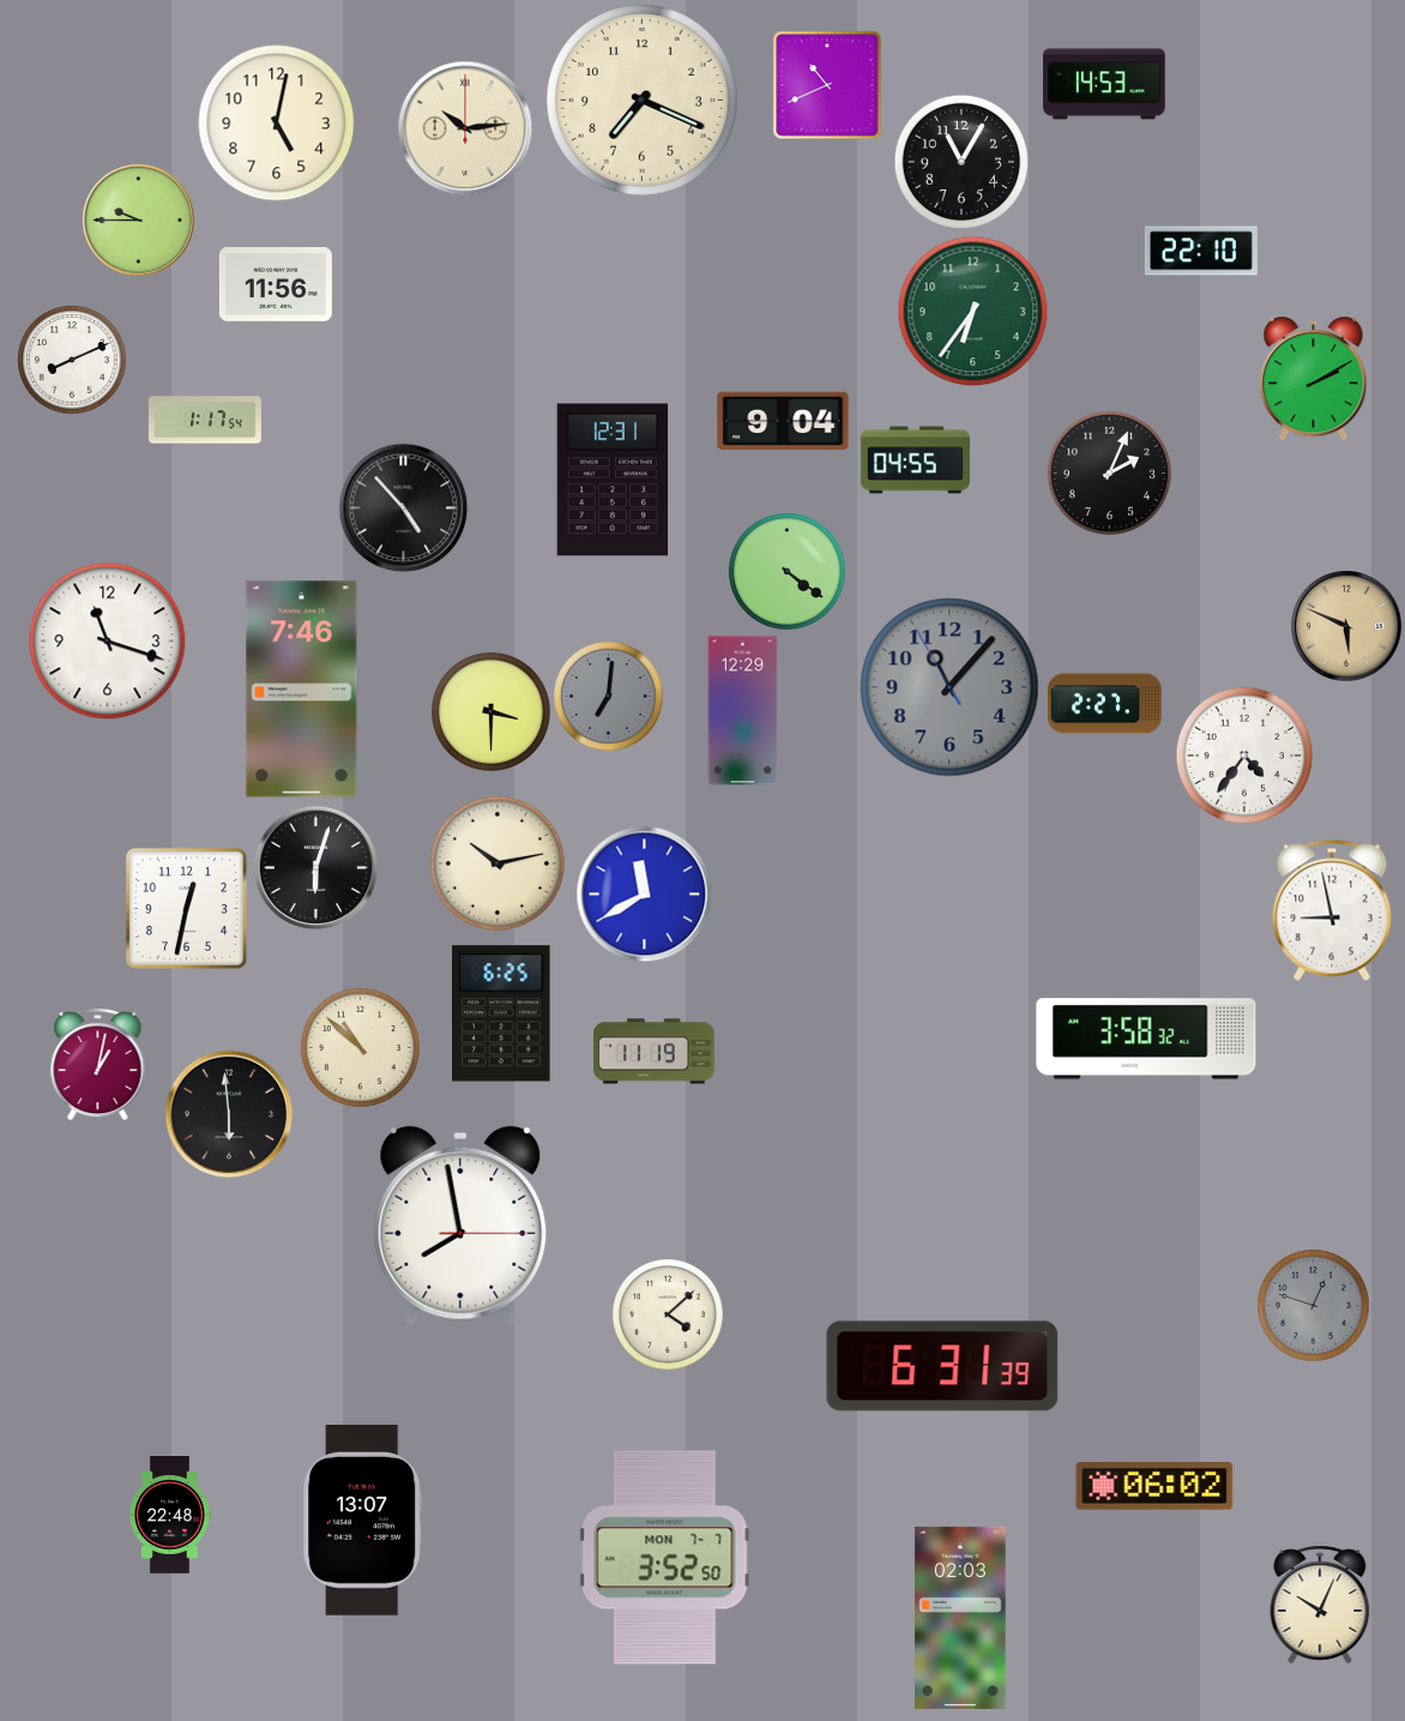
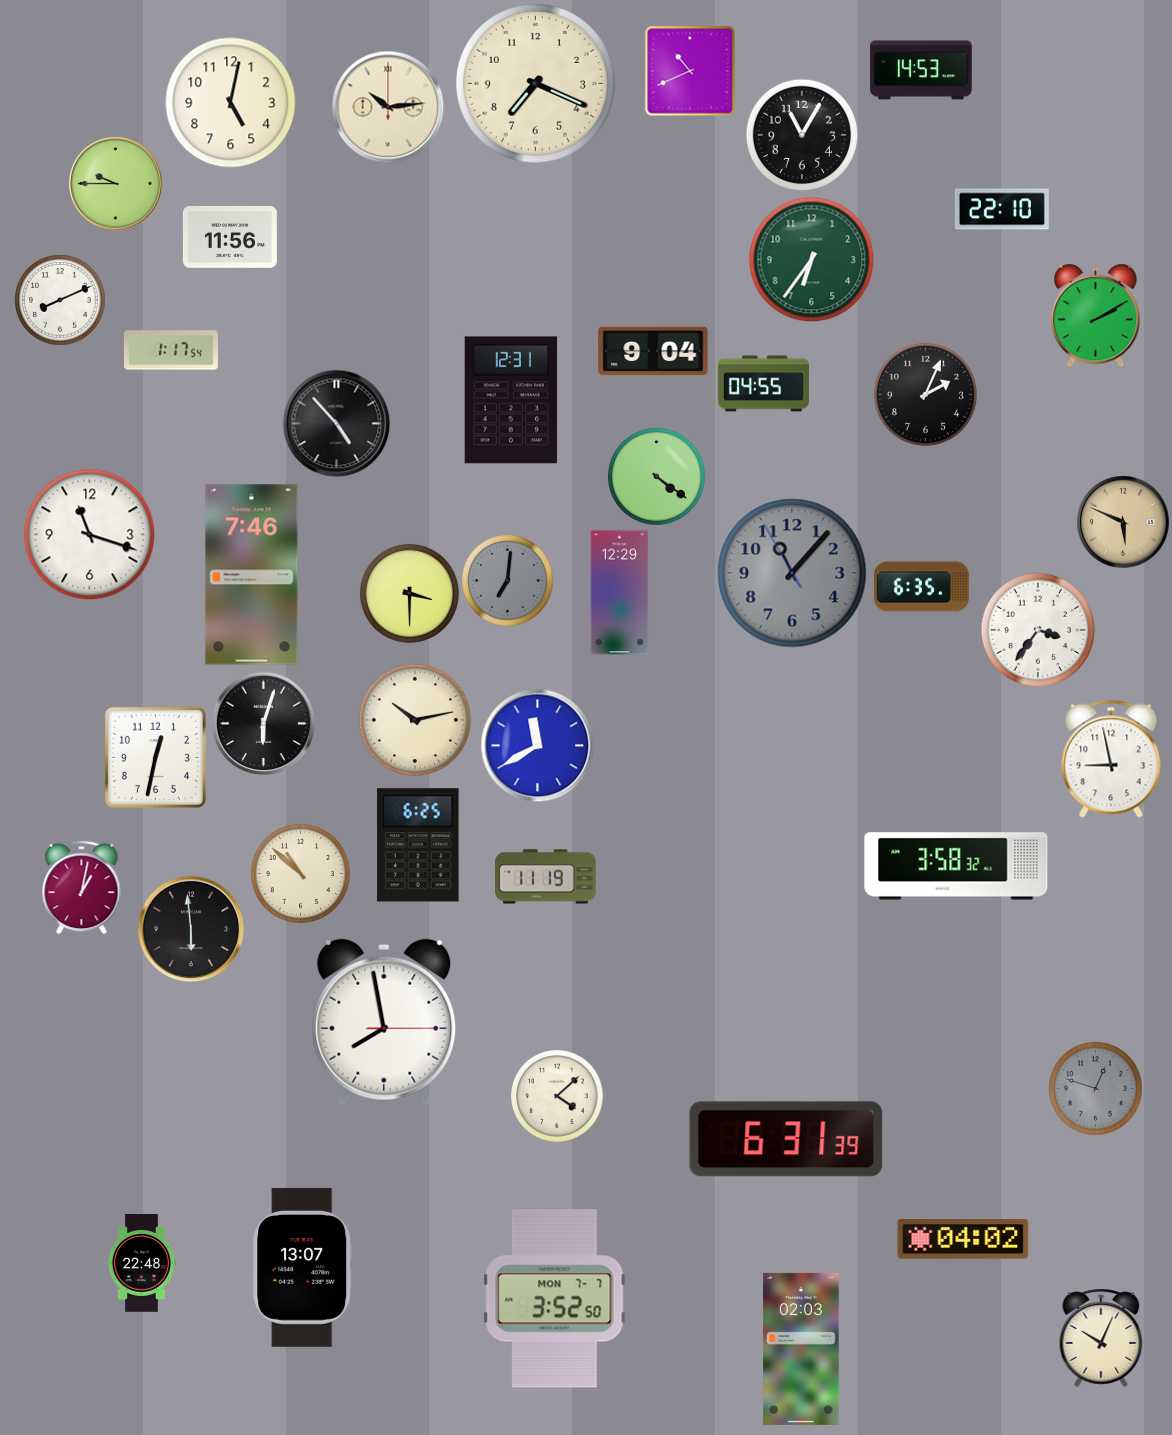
clock at (1104, 704): 2:27 -> 6:35
clock at (1244, 756): 4:36 -> 3:36
clock at (1154, 1486): 06:02 -> 04:02
